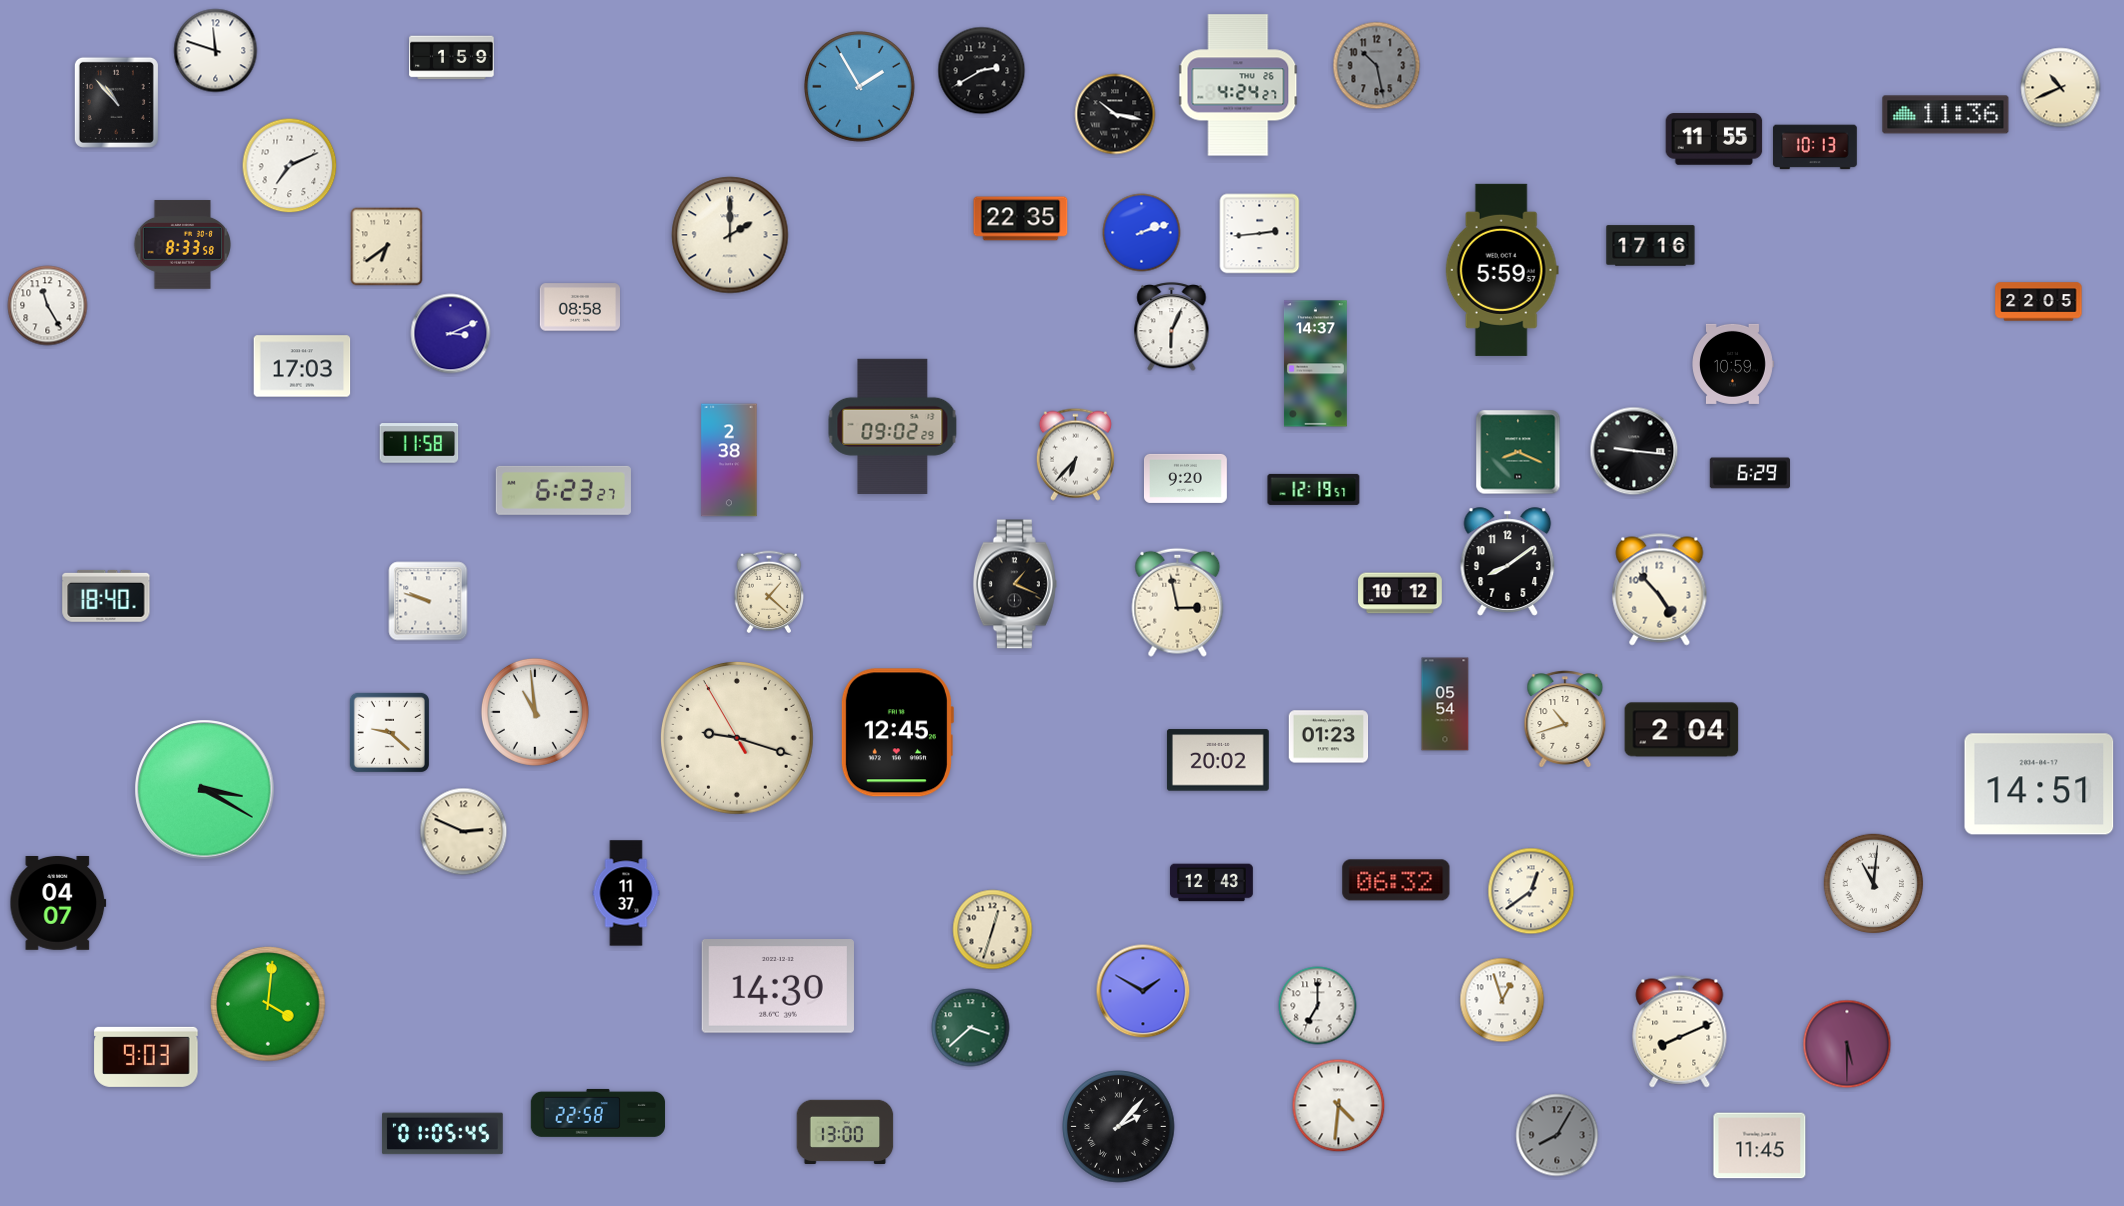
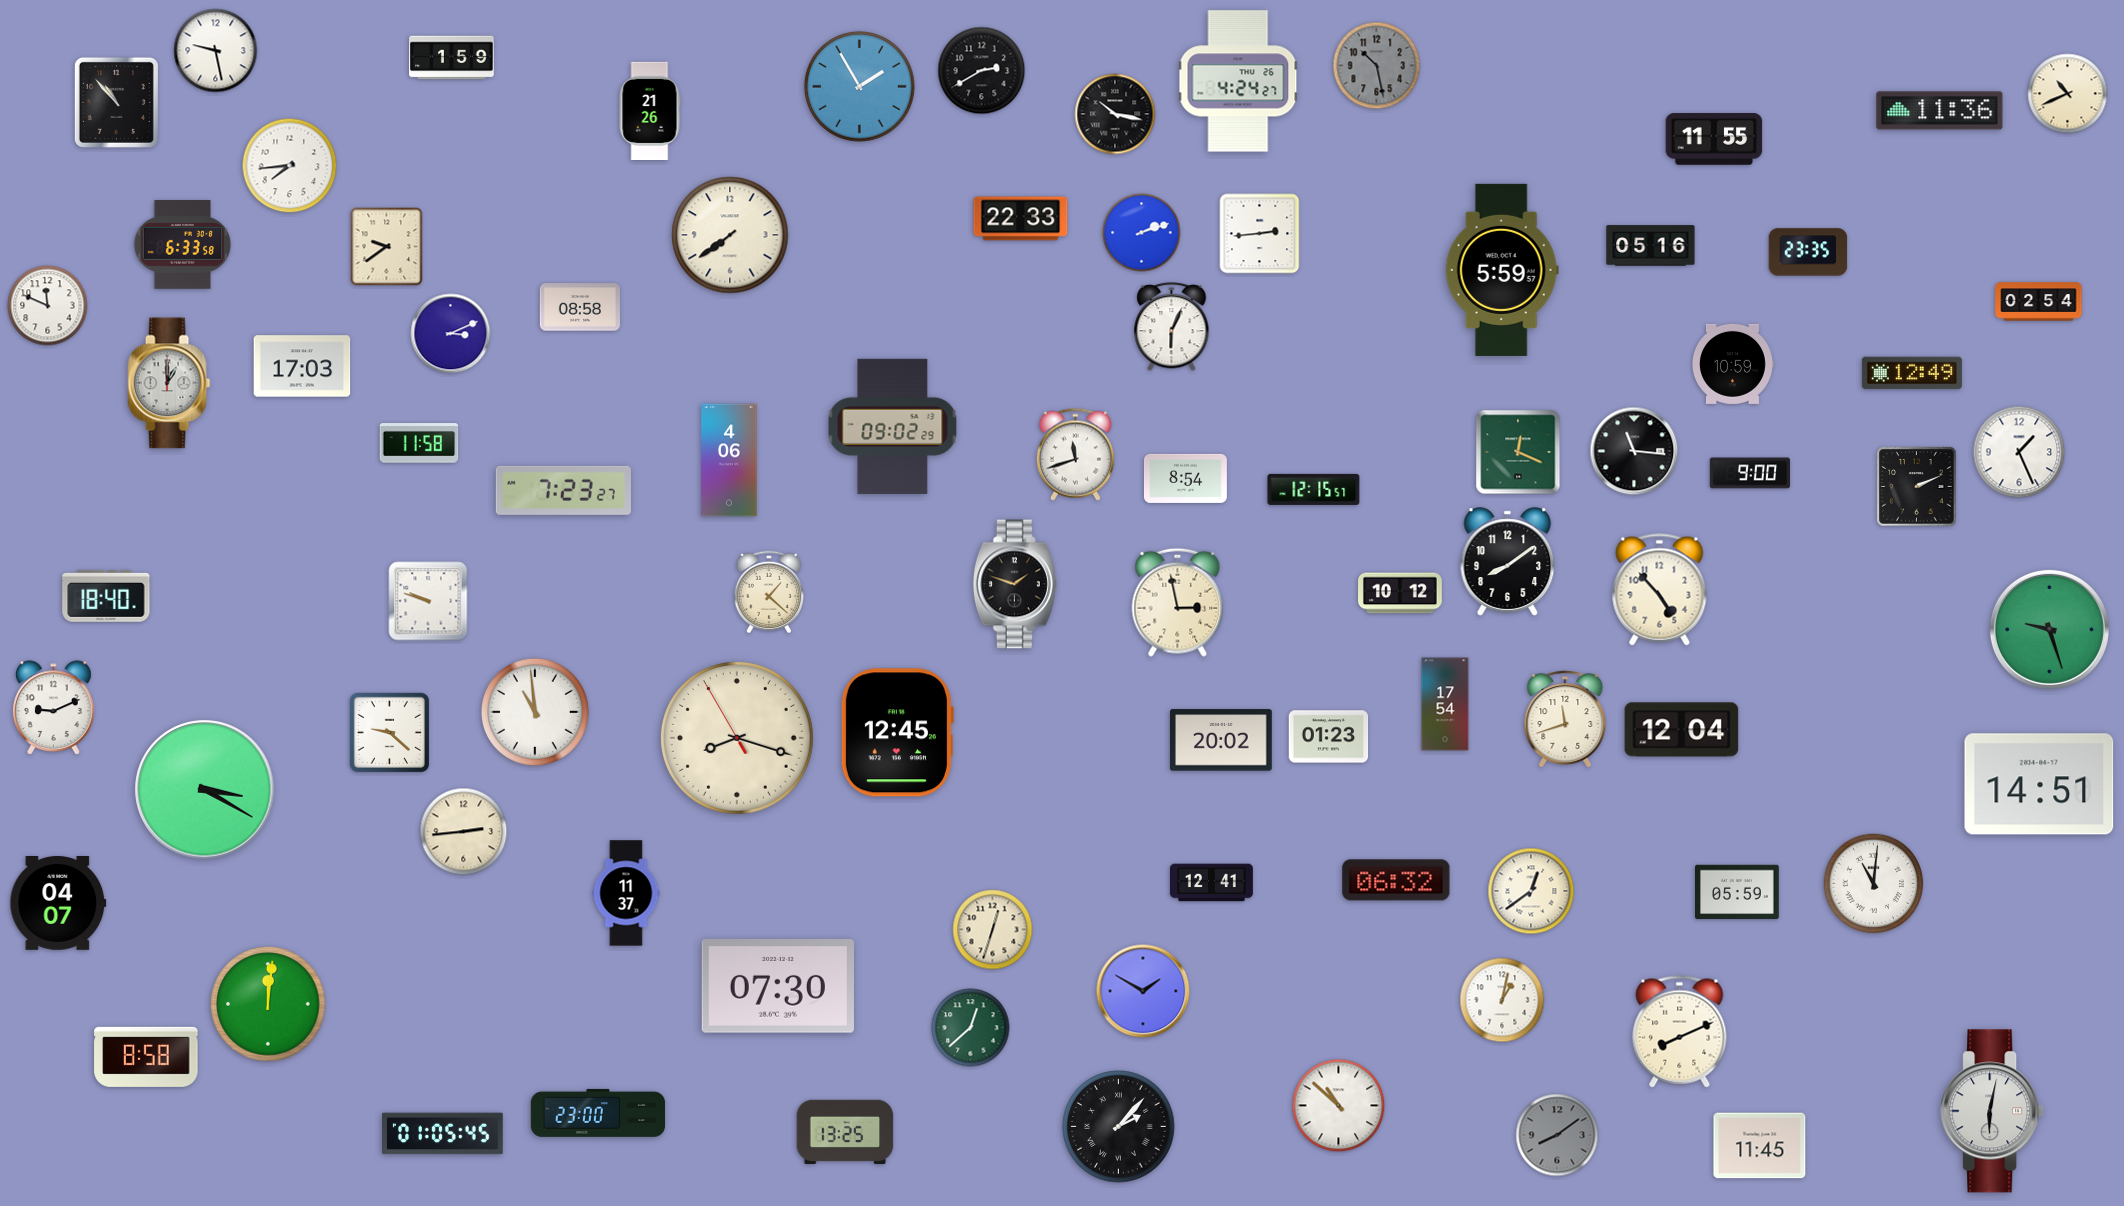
clock at (216, 51): 11:48 -> 9:28
clock at (1238, 85) position: (1238, 85) -> (1238, 81)
clock at (2061, 88) position: (2061, 88) -> (2068, 94)
clock at (650, 110): none -> 21:26
clock at (1946, 115) position: (1946, 115) -> (1940, 111)
clock at (1815, 147): 10:13 -> none
clock at (290, 166): 7:11 -> 7:44
clock at (1021, 219): 22:35 -> 22:33
clock at (730, 235): 2:00 -> 7:39
clock at (183, 245): 8:33 -> 6:33
clock at (1651, 246): 17:16 -> 05:16
clock at (387, 247): 6:39 -> 9:39
clock at (1808, 252): none -> 23:35
clock at (2039, 302): 22:05 -> 02:54
clock at (48, 306): 11:25 -> 11:49
clock at (1315, 364): 14:37 -> none
clock at (1912, 373): none -> 12:49
clock at (169, 383): none -> 1:00
clock at (1634, 451): 9:16 -> 11:16
clock at (1518, 452): 8:19 -> 12:19
clock at (2019, 452): none -> 1:26
clock at (1075, 454): 6:37 -> 11:42
clock at (729, 460): 2:38 -> 4:06
clock at (1749, 473): 6:29 -> 9:00
clock at (1185, 478): 9:20 -> 8:54
clock at (1917, 487): none -> 2:11
clock at (1314, 489): 12:19 -> 12:15
clock at (563, 490): 6:23 -> 7:23
clock at (1015, 584): 1:19 -> 1:48
clock at (2049, 629): none -> 9:27
clock at (1445, 704): 05:54 -> 17:54
clock at (54, 708): none -> 9:11
clock at (1565, 719): 10:42 -> 11:42
clock at (1682, 730): 2:04 -> 12:04
clock at (737, 738): 9:17 -> 8:17
clock at (1218, 760) position: (1218, 760) -> (1221, 740)
clock at (464, 832): 2:49 -> 2:44
clock at (1211, 883): 12:43 -> 12:41
clock at (1738, 892): none -> 05:59
clock at (778, 986): 14:30 -> 07:30
clock at (1502, 1000): 12:57 -> 1:02
clock at (268, 1004): 4:01 -> 12:01
clock at (1318, 1006): 7:00 -> none
clock at (971, 1028): 3:38 -> 12:38
clock at (1847, 1044): 5:30 -> none
clock at (146, 1057): 9:03 -> 8:58
clock at (1339, 1106): 4:31 -> 10:52
clock at (1992, 1111): none -> 6:02
clock at (598, 1113): 22:58 -> 23:00
clock at (845, 1132): 13:00 -> 13:25
clock at (1557, 1135): 8:05 -> 8:09
